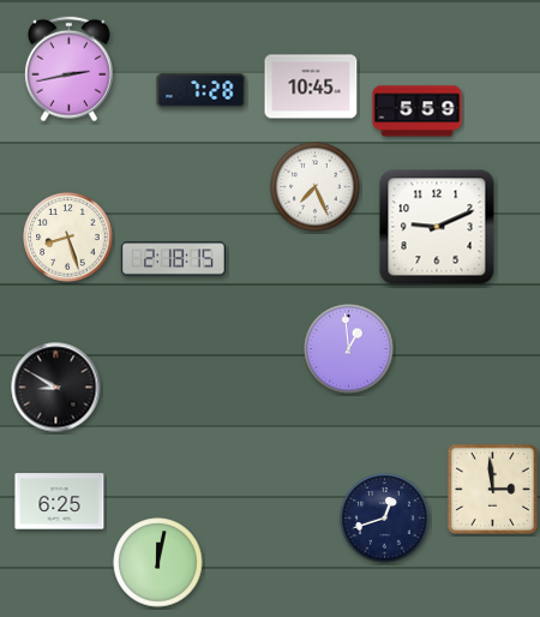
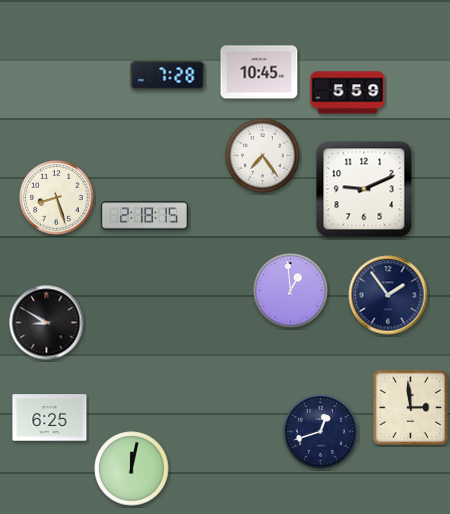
clock at (68, 70): 2:43 -> none
clock at (316, 187): 7:26 -> 7:24
clock at (388, 295): none -> 1:54
